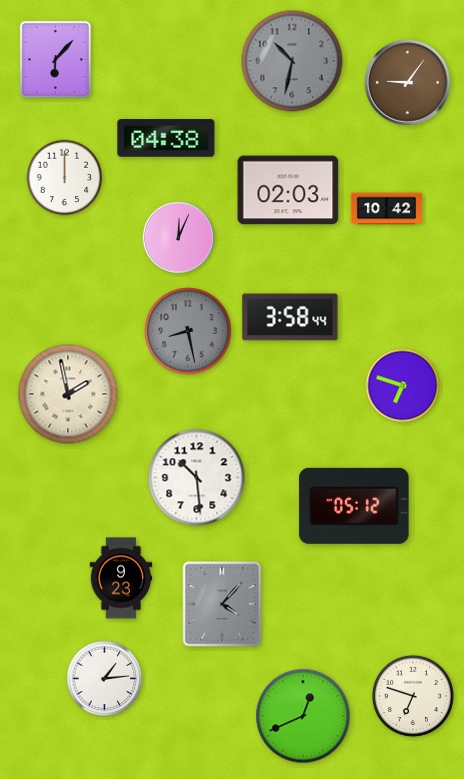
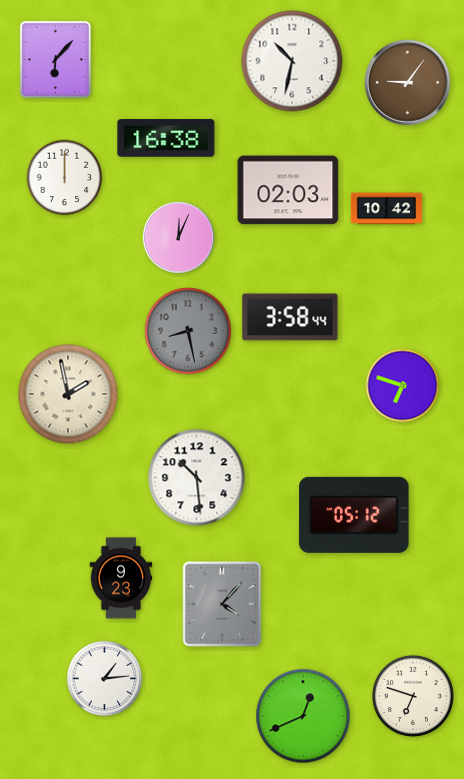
clock at (292, 61) dial: grey -> white
clock at (166, 138): 04:38 -> 16:38
clock at (354, 506) position: (354, 506) -> (354, 515)
